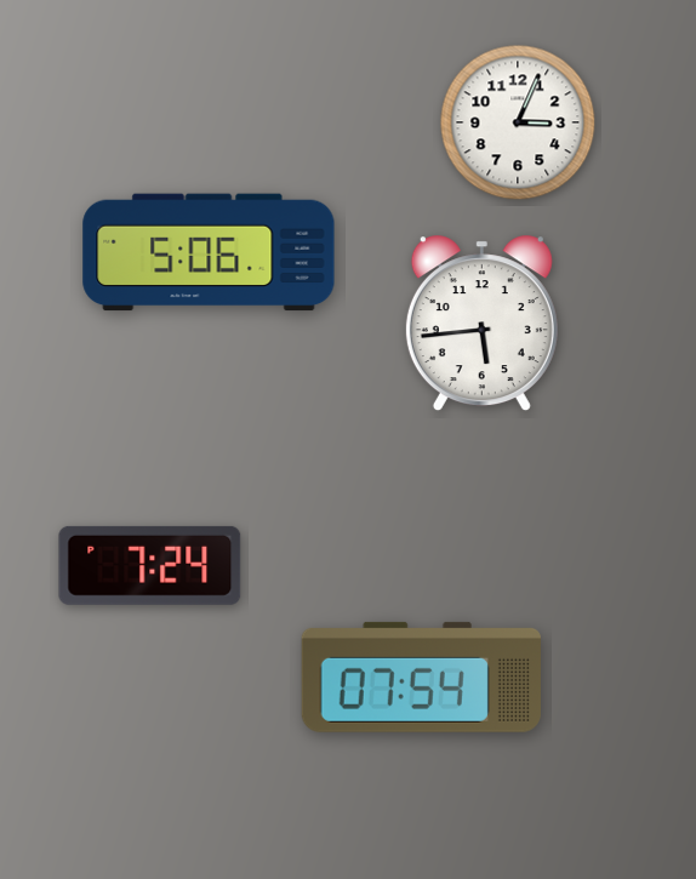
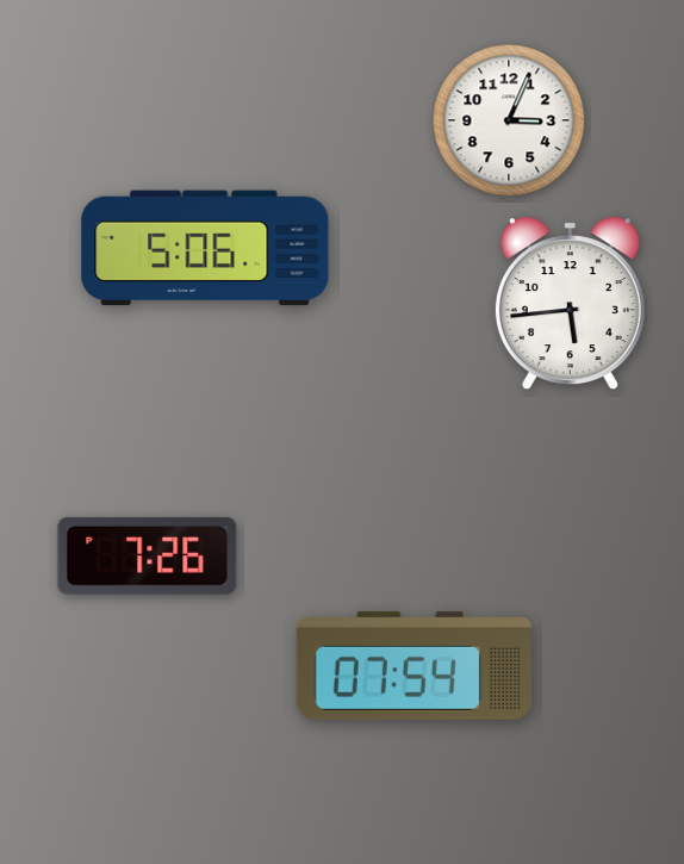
clock at (481, 324) position: (481, 324) -> (570, 304)
clock at (150, 565): 7:24 -> 7:26
